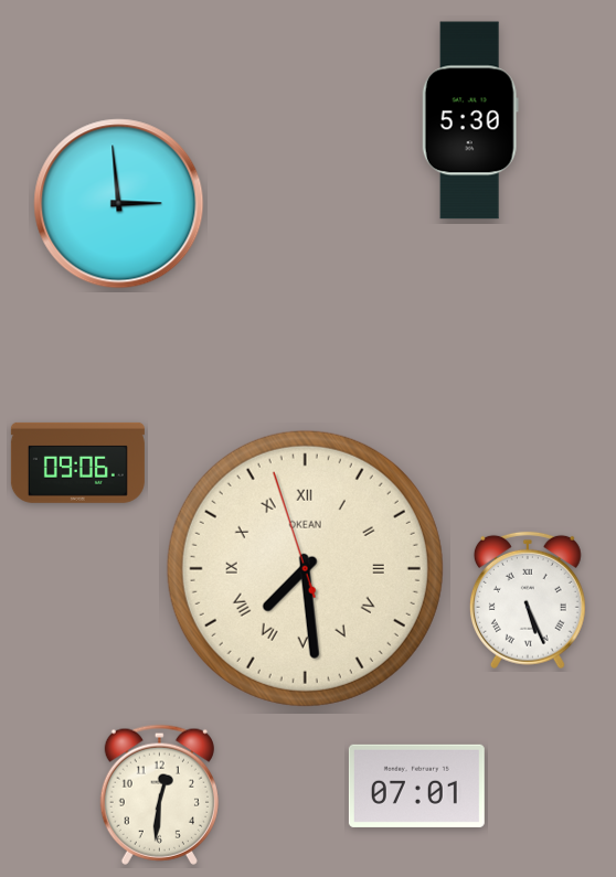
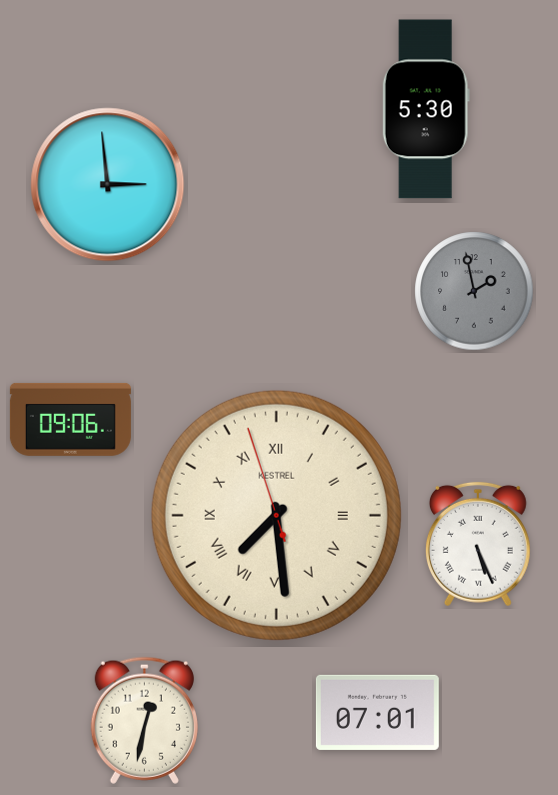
clock at (474, 291): none -> 1:58
clock at (305, 568) brand: OKEAN -> KESTREL
clock at (159, 794): 12:31 -> 12:32
